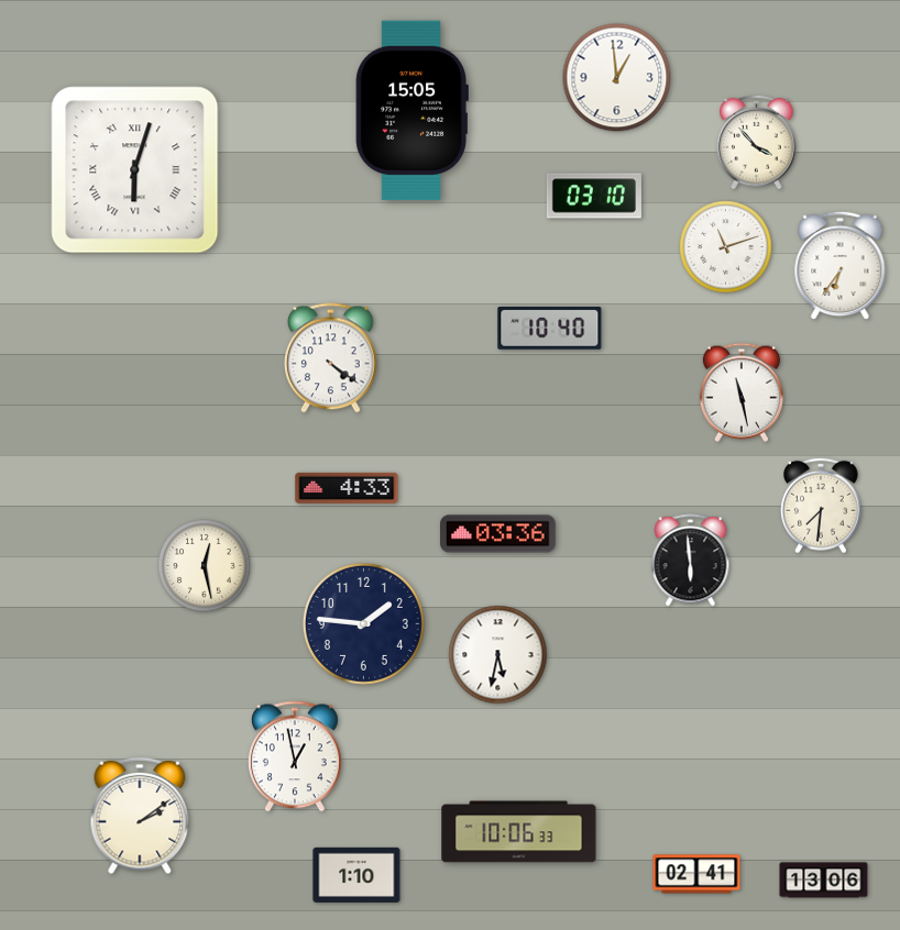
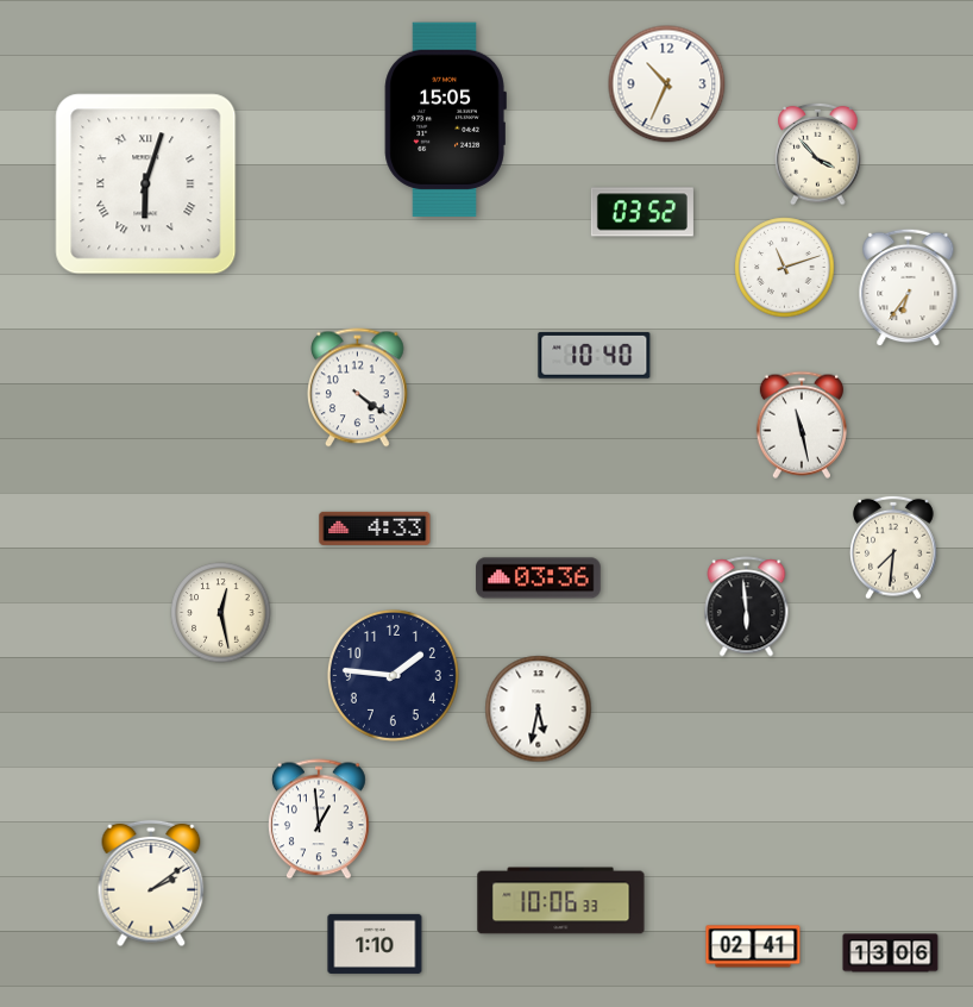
clock at (617, 78): 12:59 -> 10:34
clock at (594, 196): 03:10 -> 03:52
clock at (822, 506) position: (822, 506) -> (894, 548)
clock at (295, 756): 12:58 -> 12:59
clock at (356, 875) position: (356, 875) -> (375, 944)
